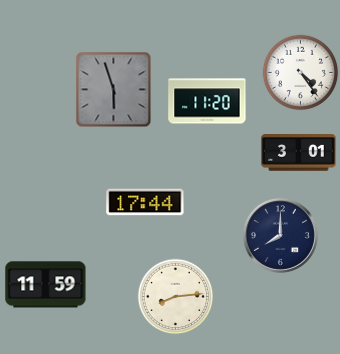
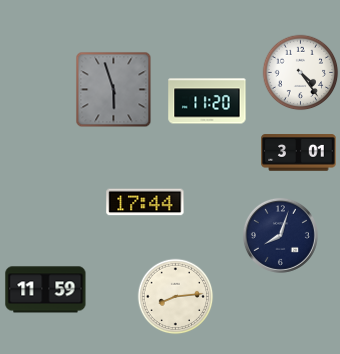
clock at (280, 235): 8:00 -> 8:03
clock at (46, 285) position: (46, 285) -> (46, 290)
